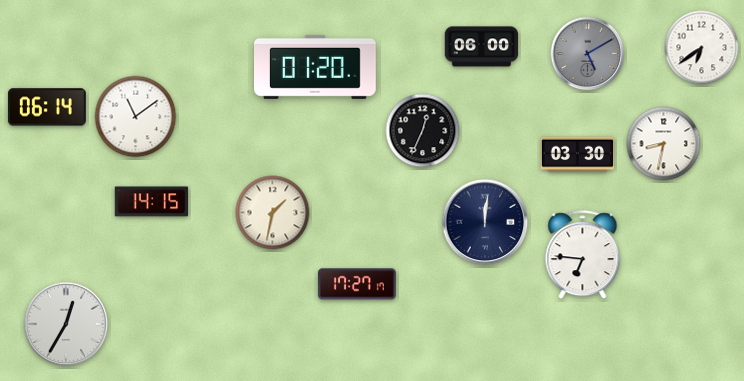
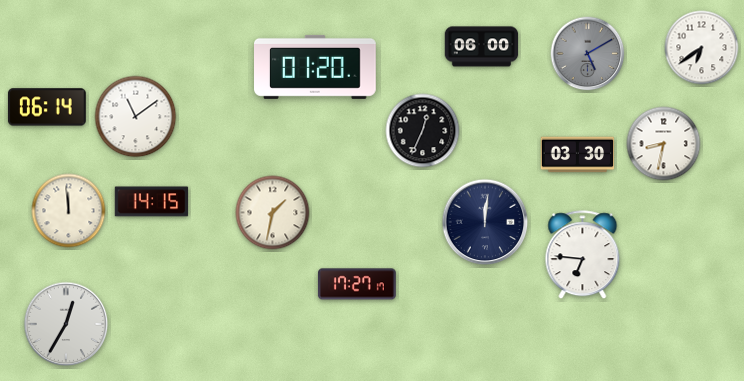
clock at (69, 211): none -> 11:59
